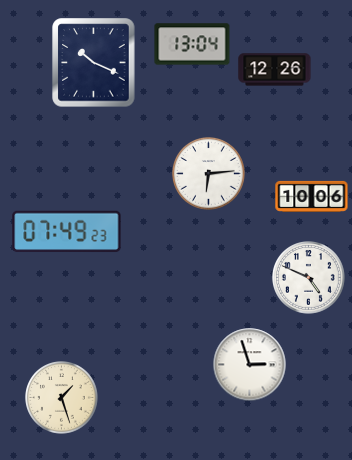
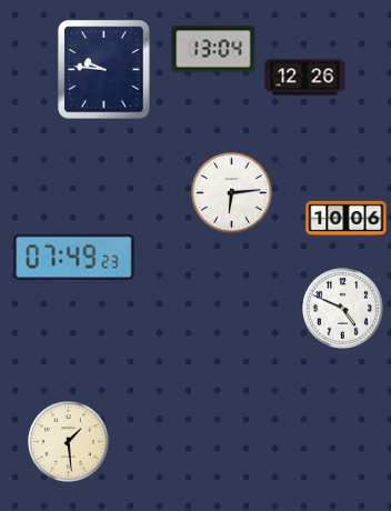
clock at (94, 63): 10:19 -> 9:46
clock at (250, 365): 2:57 -> none
clock at (62, 398): 1:27 -> 1:29
